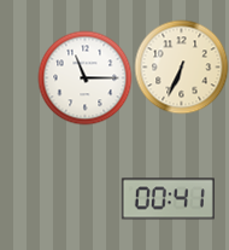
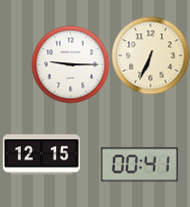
clock at (84, 77): 11:15 -> 9:15
clock at (41, 155): none -> 12:15
